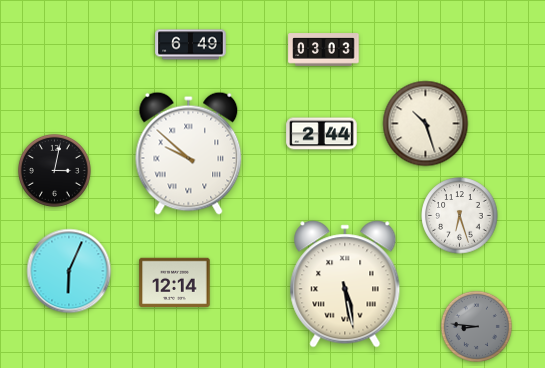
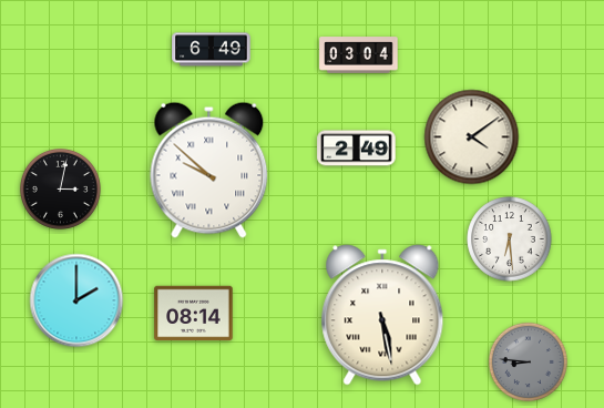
clock at (324, 50): 03:03 -> 03:04
clock at (426, 124): 10:27 -> 4:09
clock at (322, 134): 2:44 -> 2:49
clock at (460, 216): 6:27 -> 6:29
clock at (69, 271): 6:04 -> 2:00
clock at (175, 283): 12:14 -> 08:14
